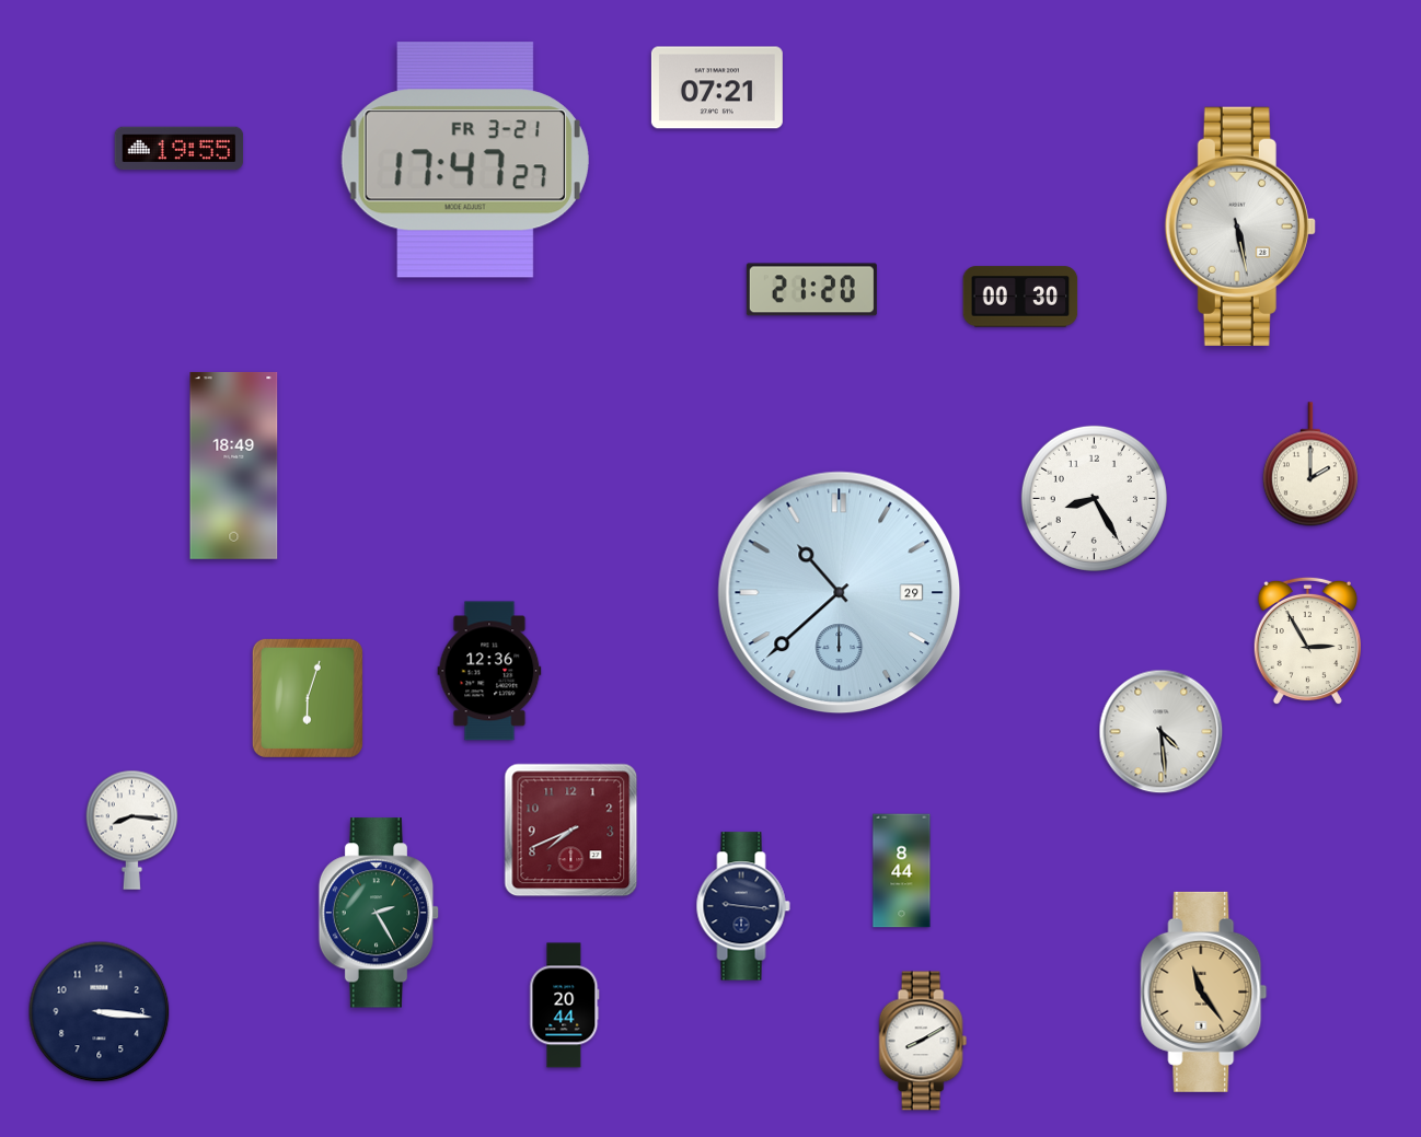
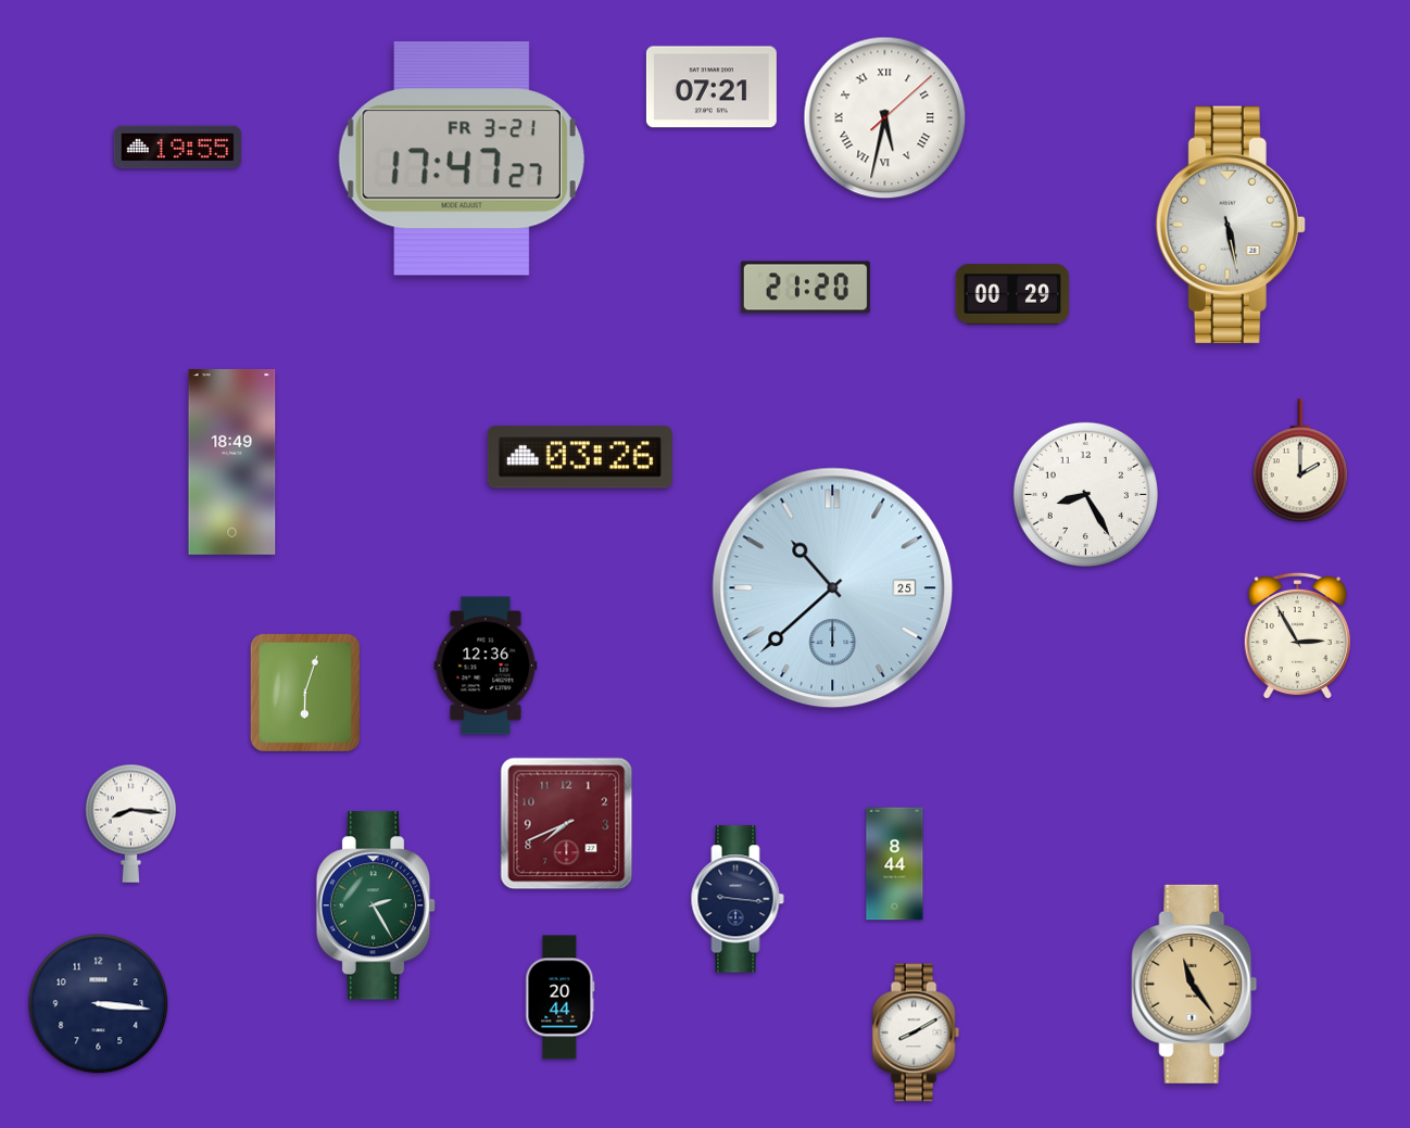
clock at (885, 118): none -> 5:32
clock at (1020, 297): 00:30 -> 00:29
clock at (580, 457): none -> 03:26
clock at (840, 593) date: 29 -> 25
clock at (1162, 732): 4:29 -> none
